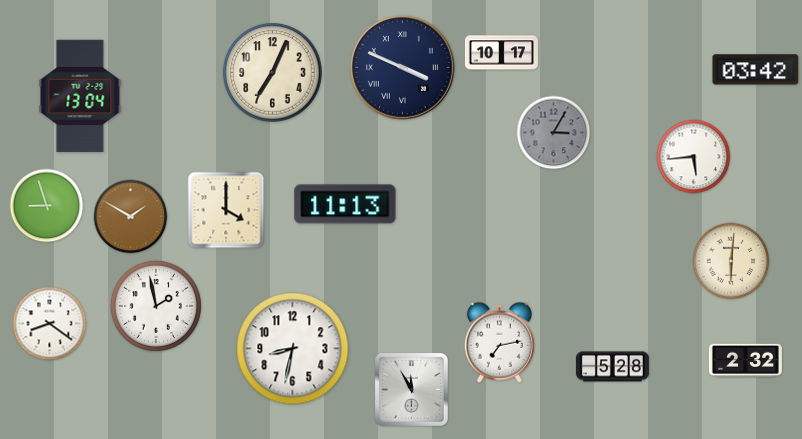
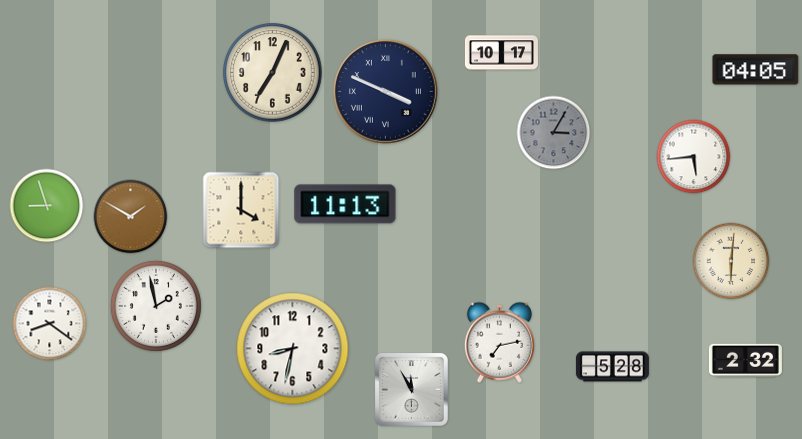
clock at (402, 67) position: (402, 67) -> (385, 91)
clock at (756, 70): 03:42 -> 04:05
clock at (80, 96): 13:04 -> none
clock at (226, 210) position: (226, 210) -> (241, 210)
